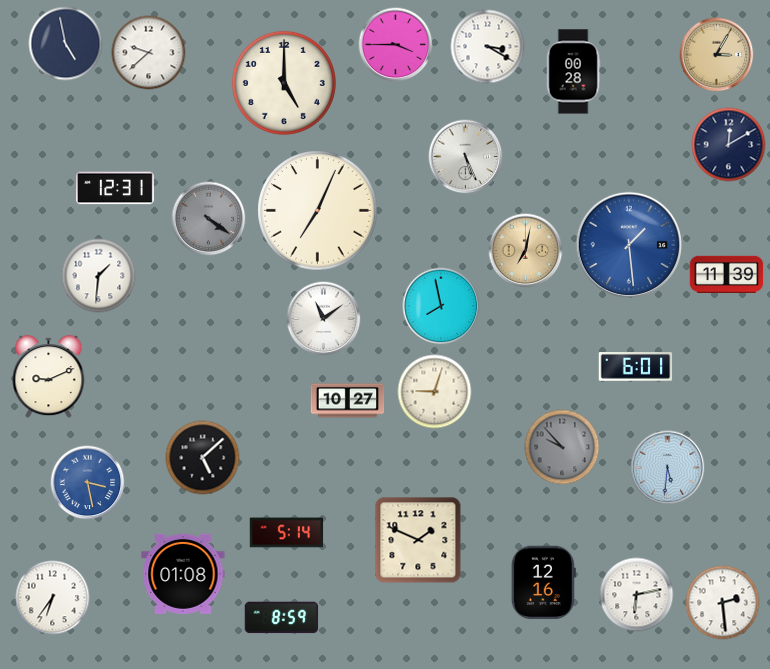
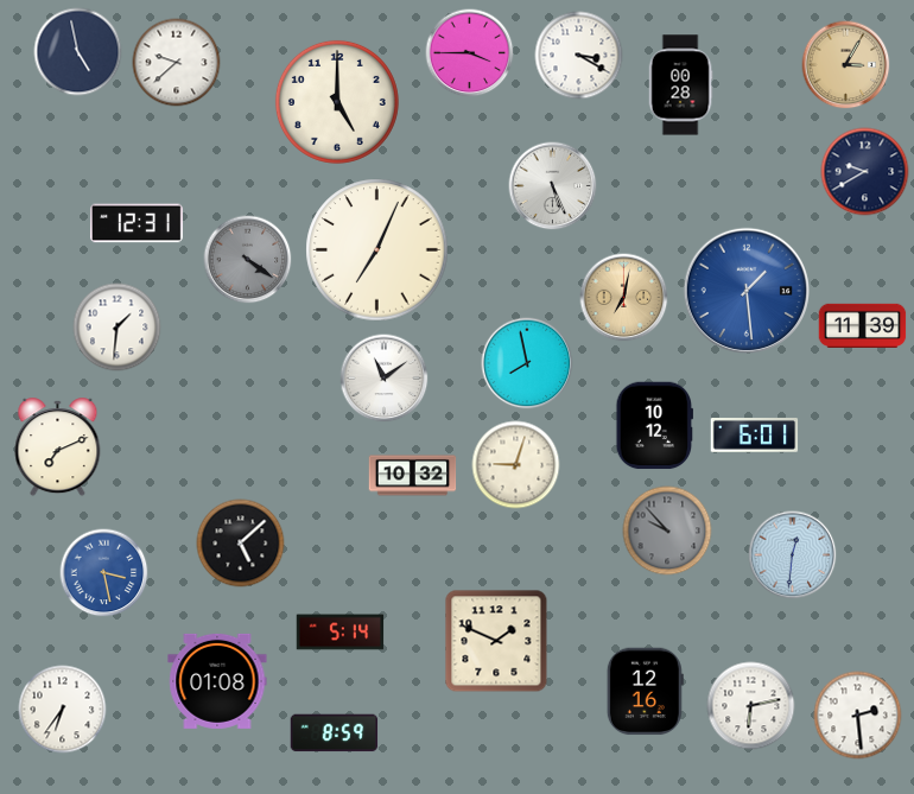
clock at (717, 55) position: (717, 55) -> (846, 65)
clock at (284, 83) position: (284, 83) -> (337, 102)
clock at (729, 145): 12:10 -> 9:40
clock at (441, 306) position: (441, 306) -> (527, 363)
clock at (654, 426): none -> 10:12
clock at (49, 377): 9:11 -> 7:11
clock at (348, 401): 10:27 -> 10:32
clock at (668, 468): 5:31 -> 12:31
clock at (637, 595) position: (637, 595) -> (751, 706)
